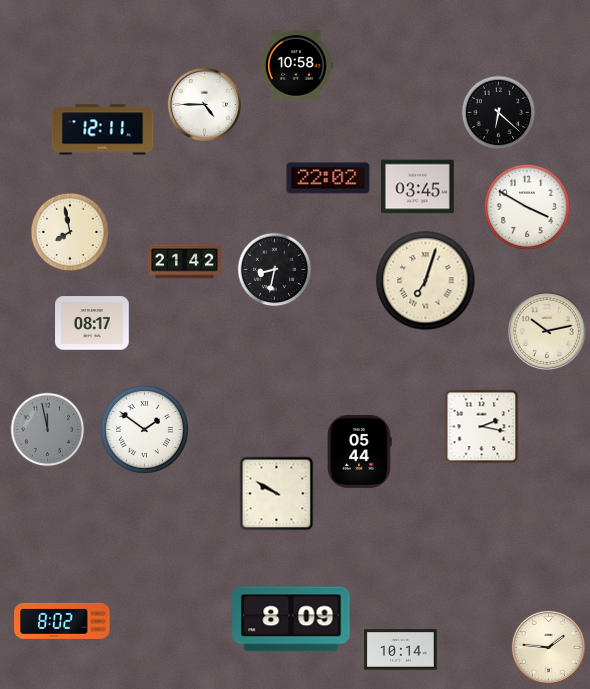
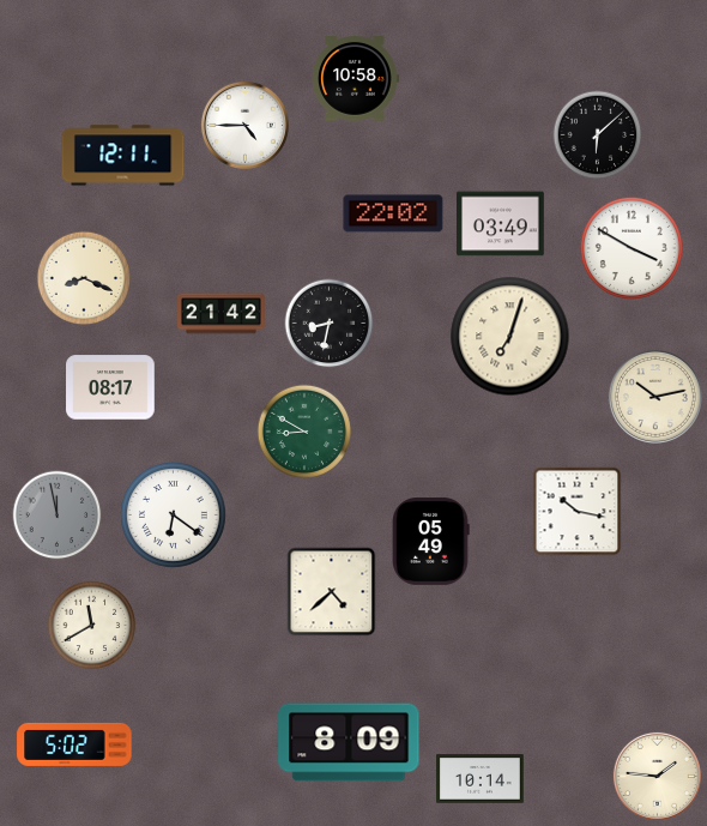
clock at (499, 113): 6:22 -> 6:08
clock at (418, 187): 03:45 -> 03:49
clock at (70, 232): 7:58 -> 8:19
clock at (304, 432): none -> 8:50
clock at (482, 427): 2:17 -> 10:17
clock at (145, 430): 1:51 -> 6:21
clock at (360, 452): 05:44 -> 05:49
clock at (277, 494): 9:50 -> 4:38
clock at (92, 626): none -> 11:40
clock at (62, 621): 8:02 -> 5:02
